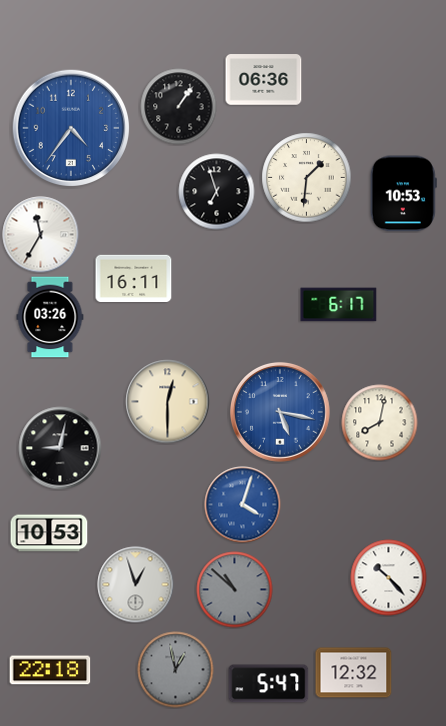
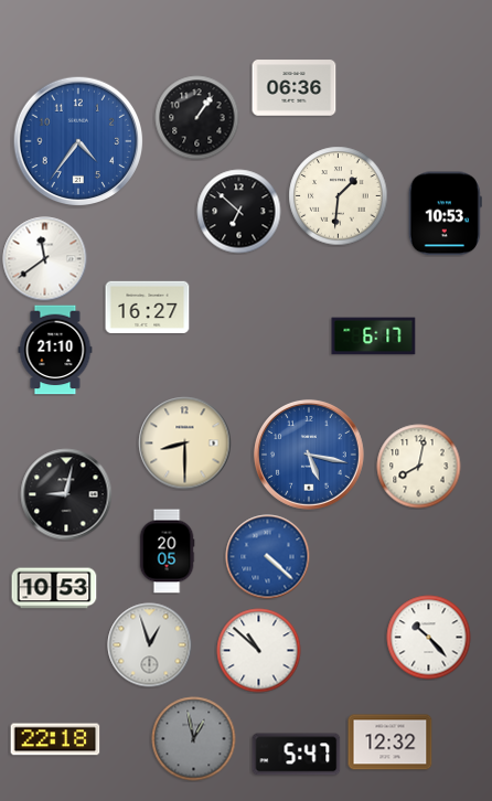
clock at (264, 80) position: (264, 80) -> (295, 88)
clock at (217, 192): 6:57 -> 6:52
clock at (41, 235): 11:35 -> 11:39
clock at (134, 278): 16:11 -> 16:27
clock at (50, 317): 03:26 -> 21:10
clock at (168, 402): 12:30 -> 8:30
clock at (167, 552): none -> 20:05
clock at (243, 505): 4:03 -> 4:22
clock at (235, 590) dial: grey -> white
